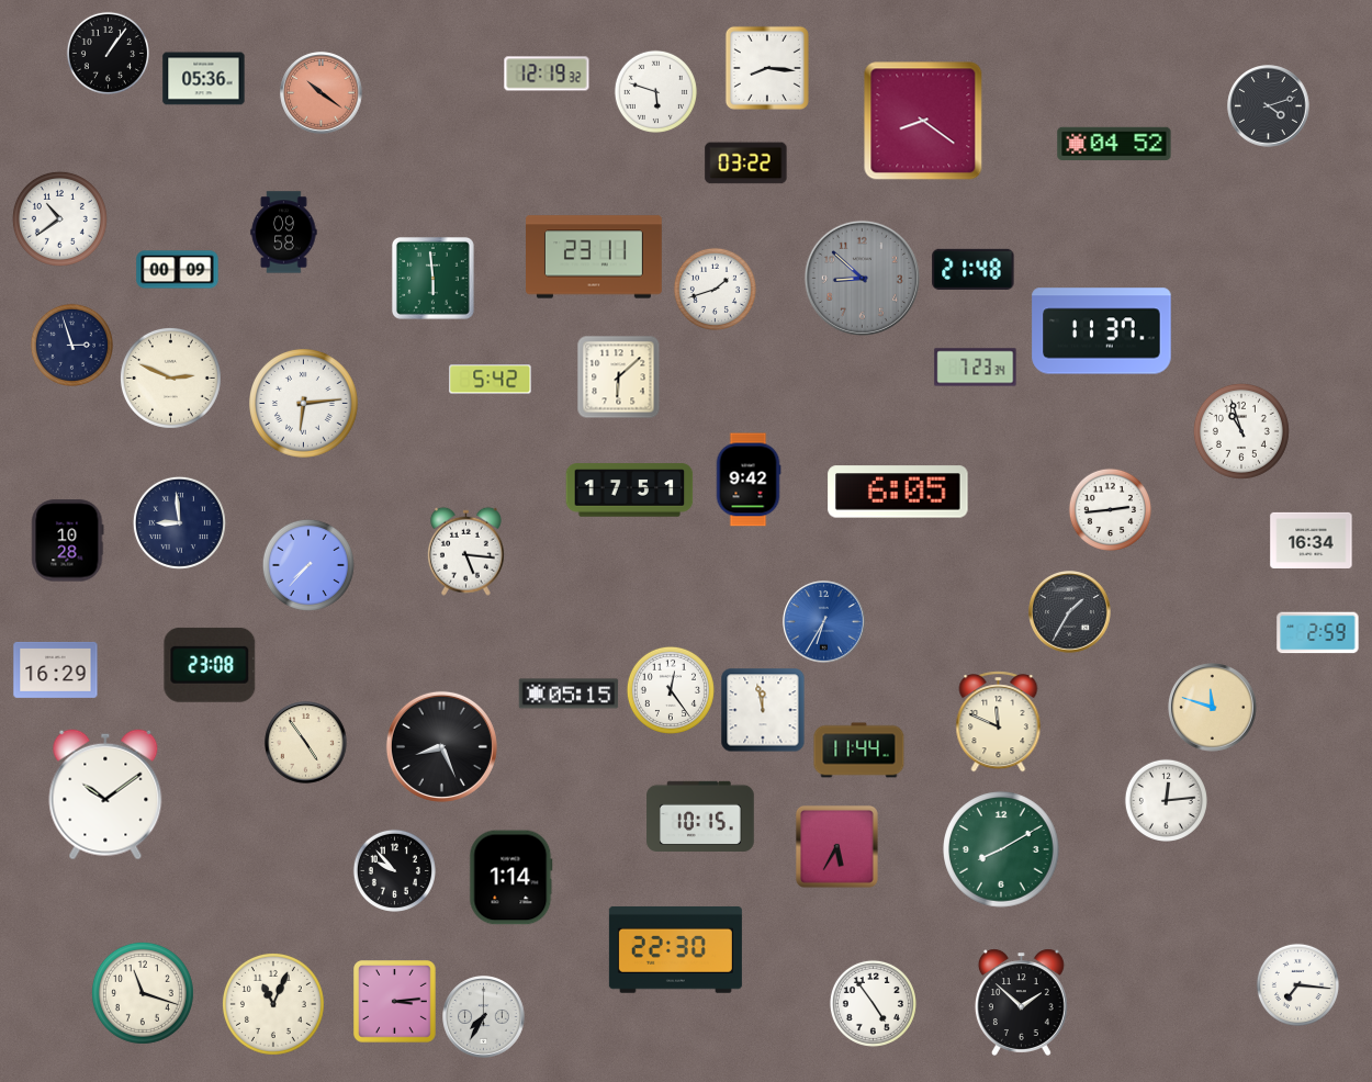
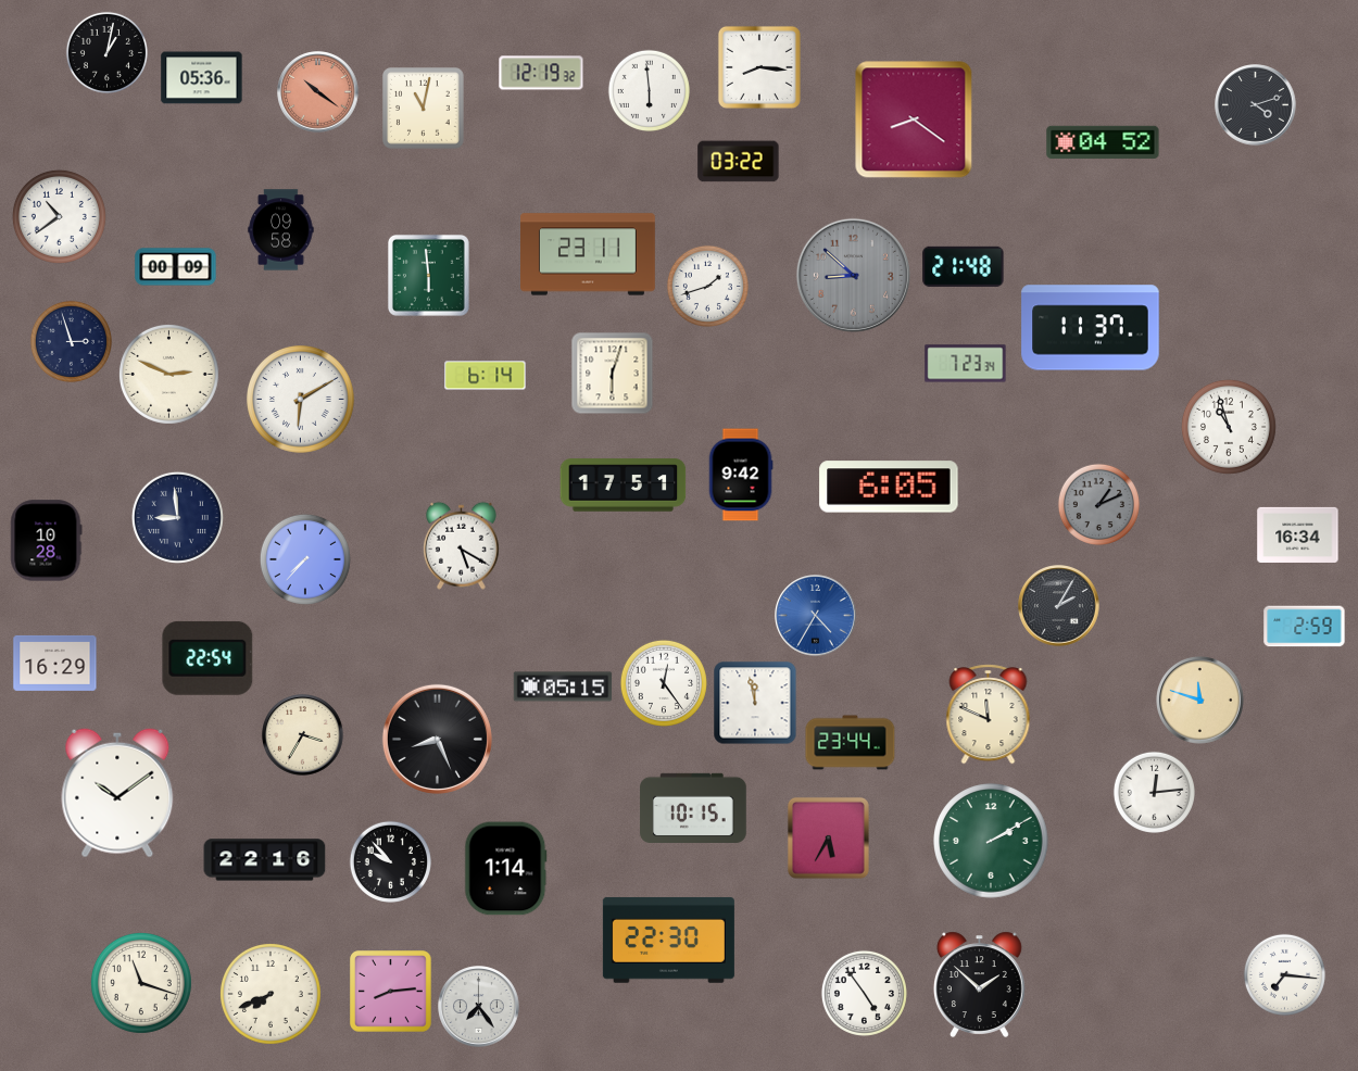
clock at (108, 53): 1:06 -> 1:02
clock at (655, 91): 5:48 -> 5:59
clock at (424, 109): none -> 11:02
clock at (619, 377): 6:08 -> 6:03
clock at (491, 380): 5:42 -> 6:14
clock at (304, 404): 6:14 -> 6:10
clock at (1110, 509): 2:44 -> 1:11
clock at (1110, 509) dial: white -> grey
clock at (68, 541) position: (68, 541) -> (47, 541)
clock at (465, 551): 5:16 -> 5:20
clock at (1070, 612): 1:35 -> 2:05
clock at (824, 622): 6:35 -> 4:35
clock at (210, 665): 23:08 -> 22:54
clock at (306, 743): 4:54 -> 3:35
clock at (859, 751): 11:44 -> 23:44
clock at (105, 794) position: (105, 794) -> (117, 793)
clock at (1001, 849): 8:10 -> 2:10
clock at (265, 860): none -> 22:16
clock at (395, 1002): 3:14 -> 8:14
clock at (1021, 1002) position: (1021, 1002) -> (979, 984)
clock at (273, 1004): 11:04 -> 7:41
clock at (484, 1017): 7:35 -> 7:24
